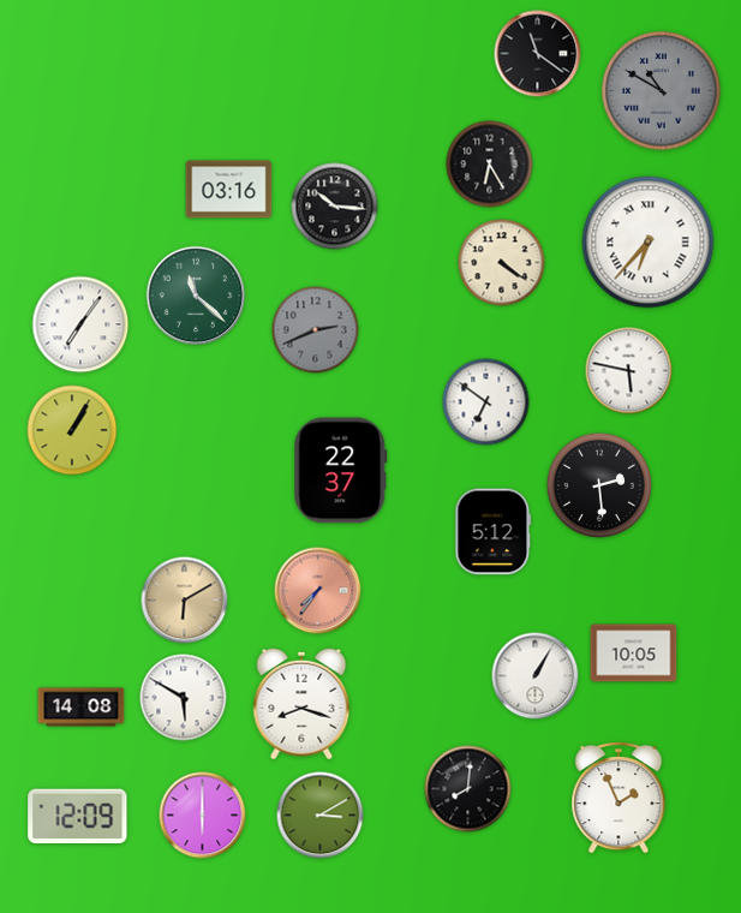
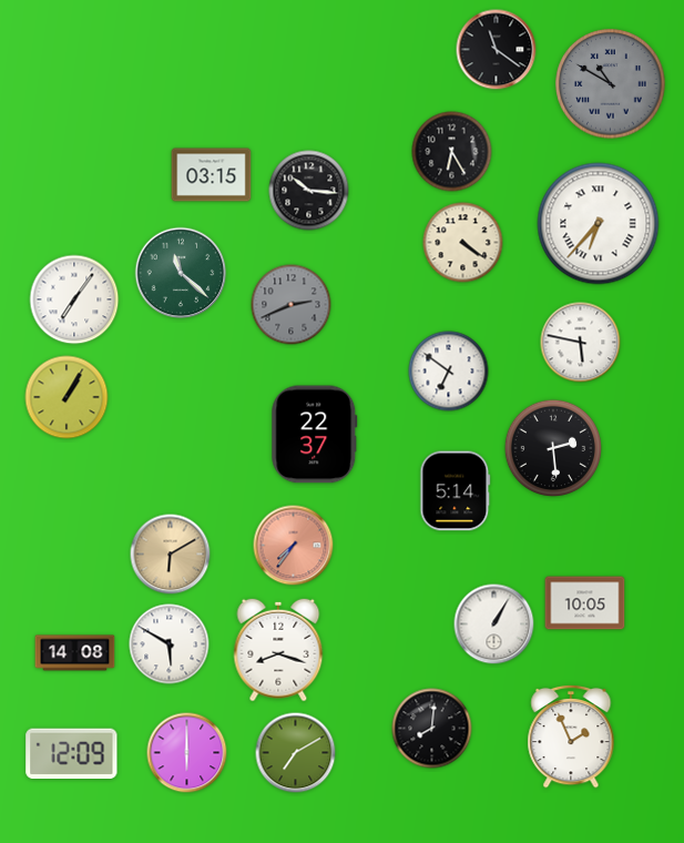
clock at (229, 190): 03:16 -> 03:15
clock at (494, 532): 5:12 -> 5:14
clock at (321, 816): 3:10 -> 7:10
